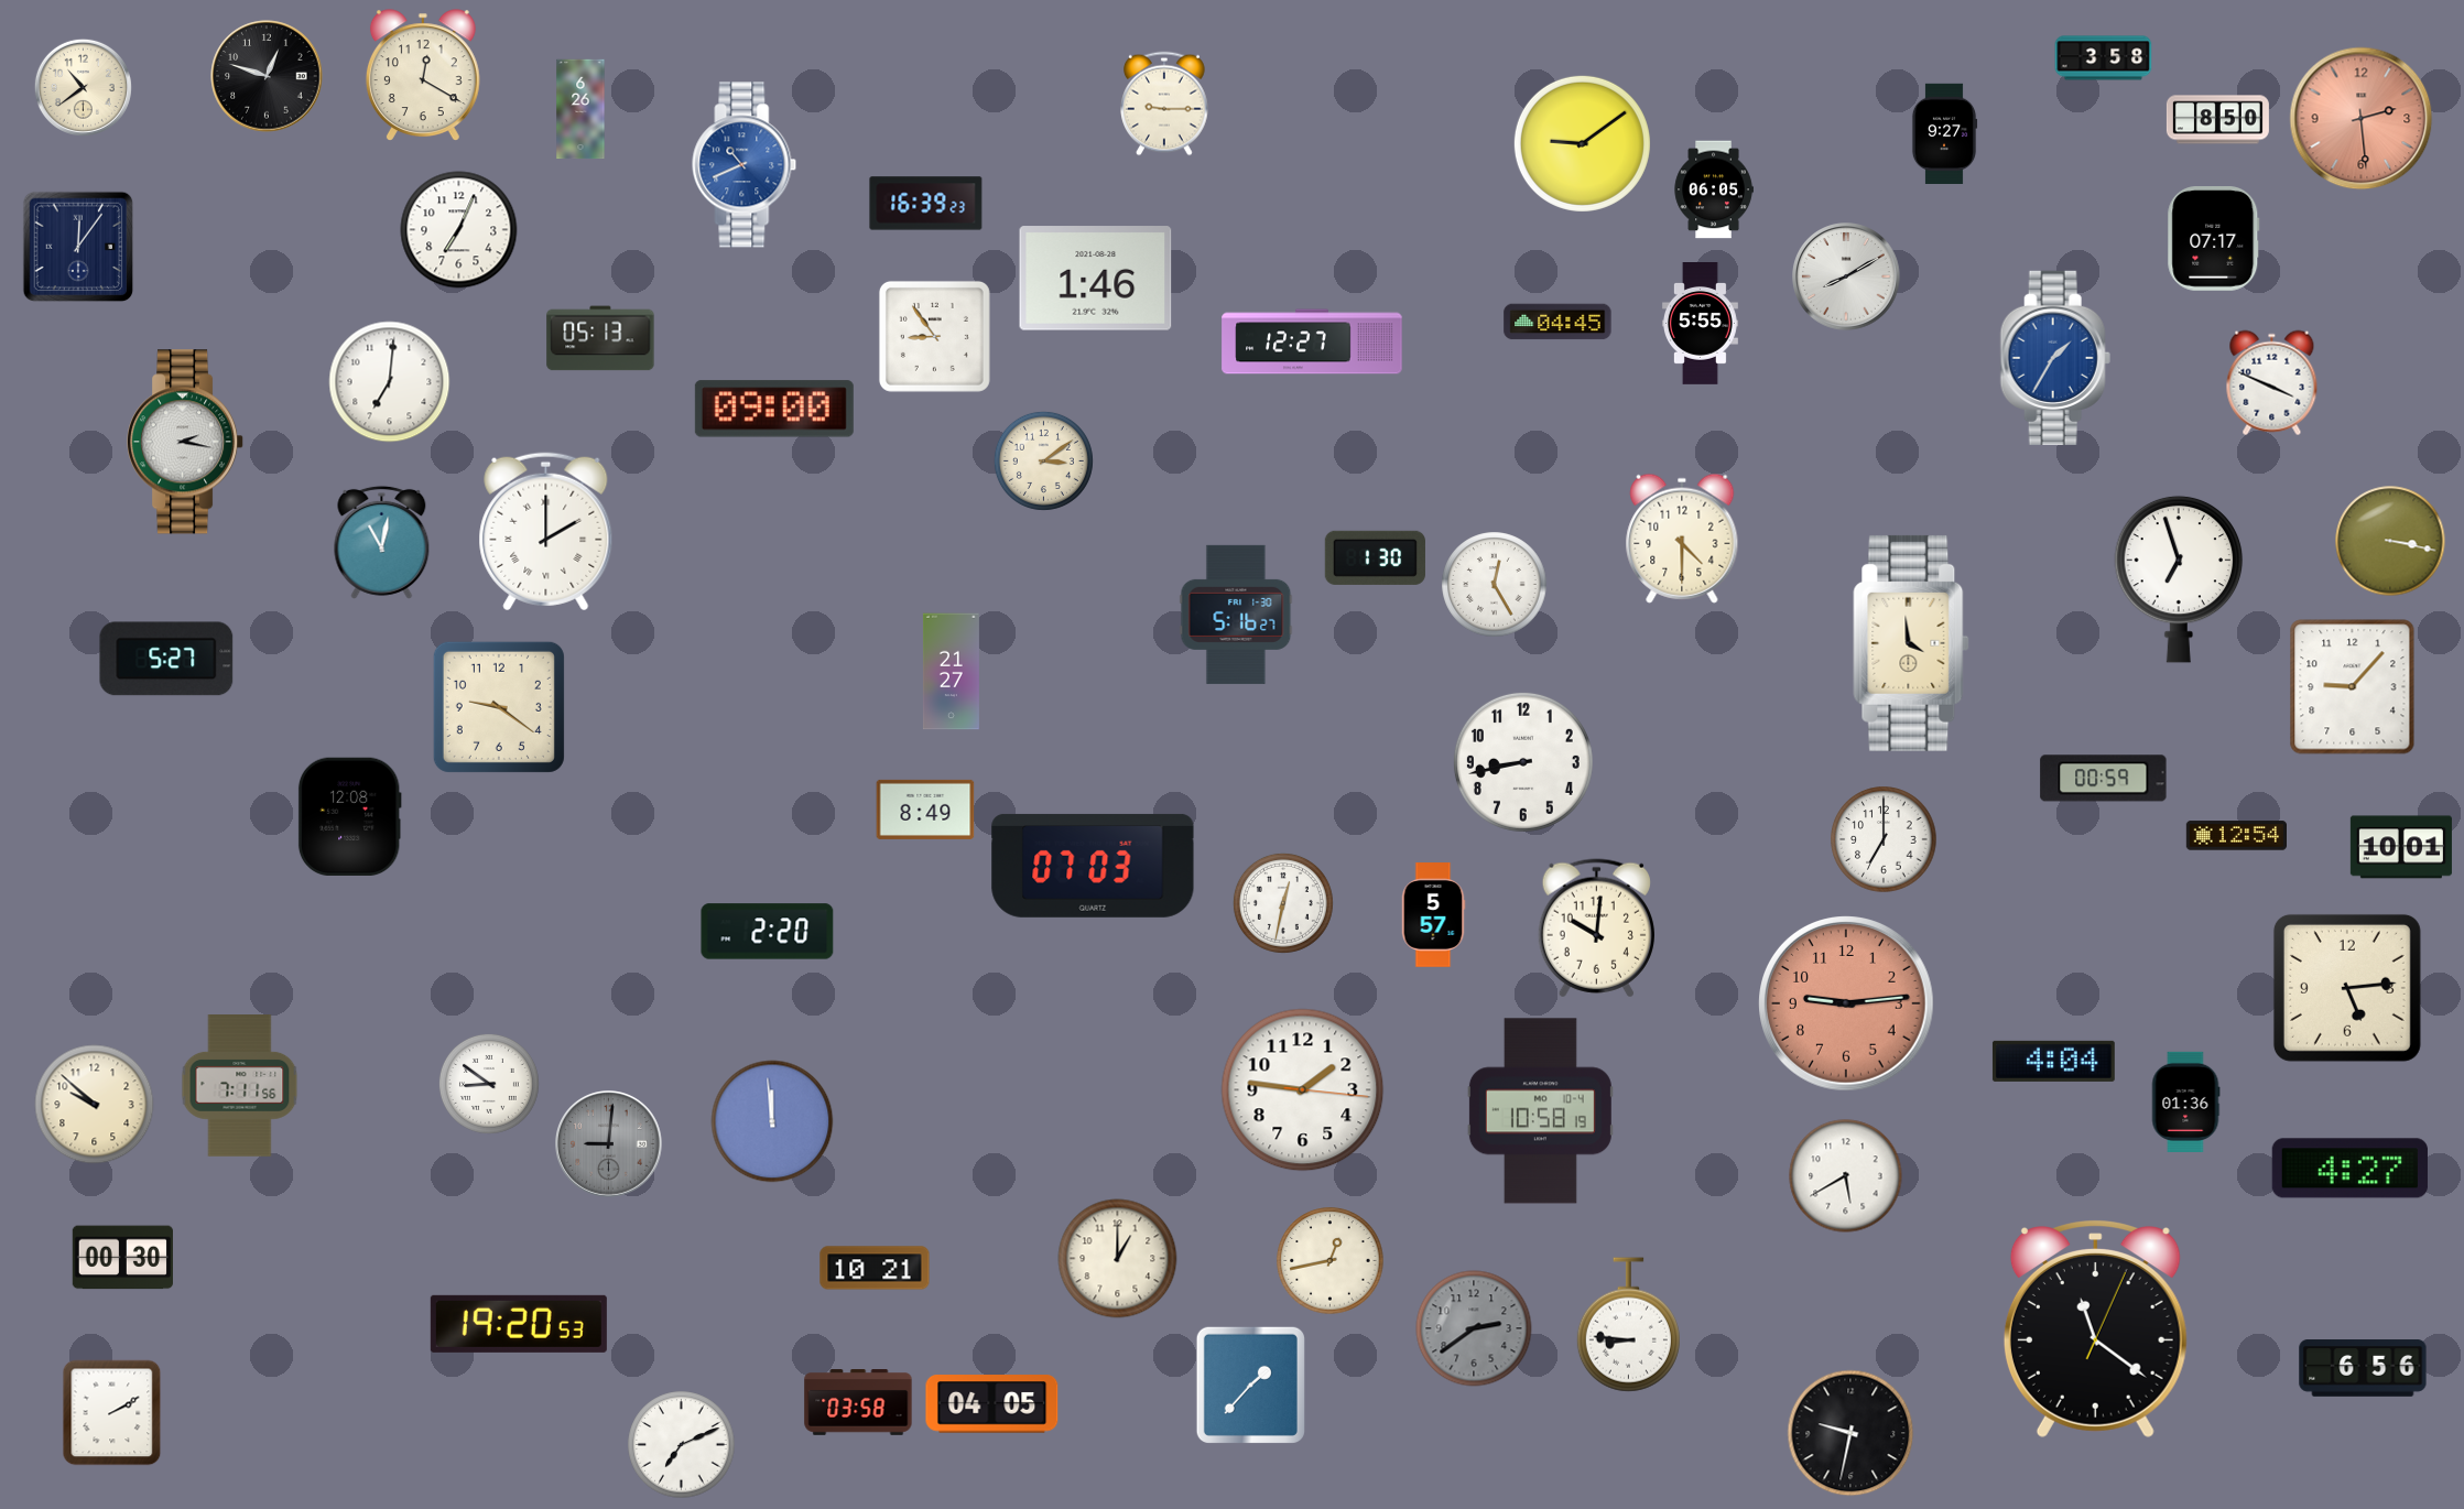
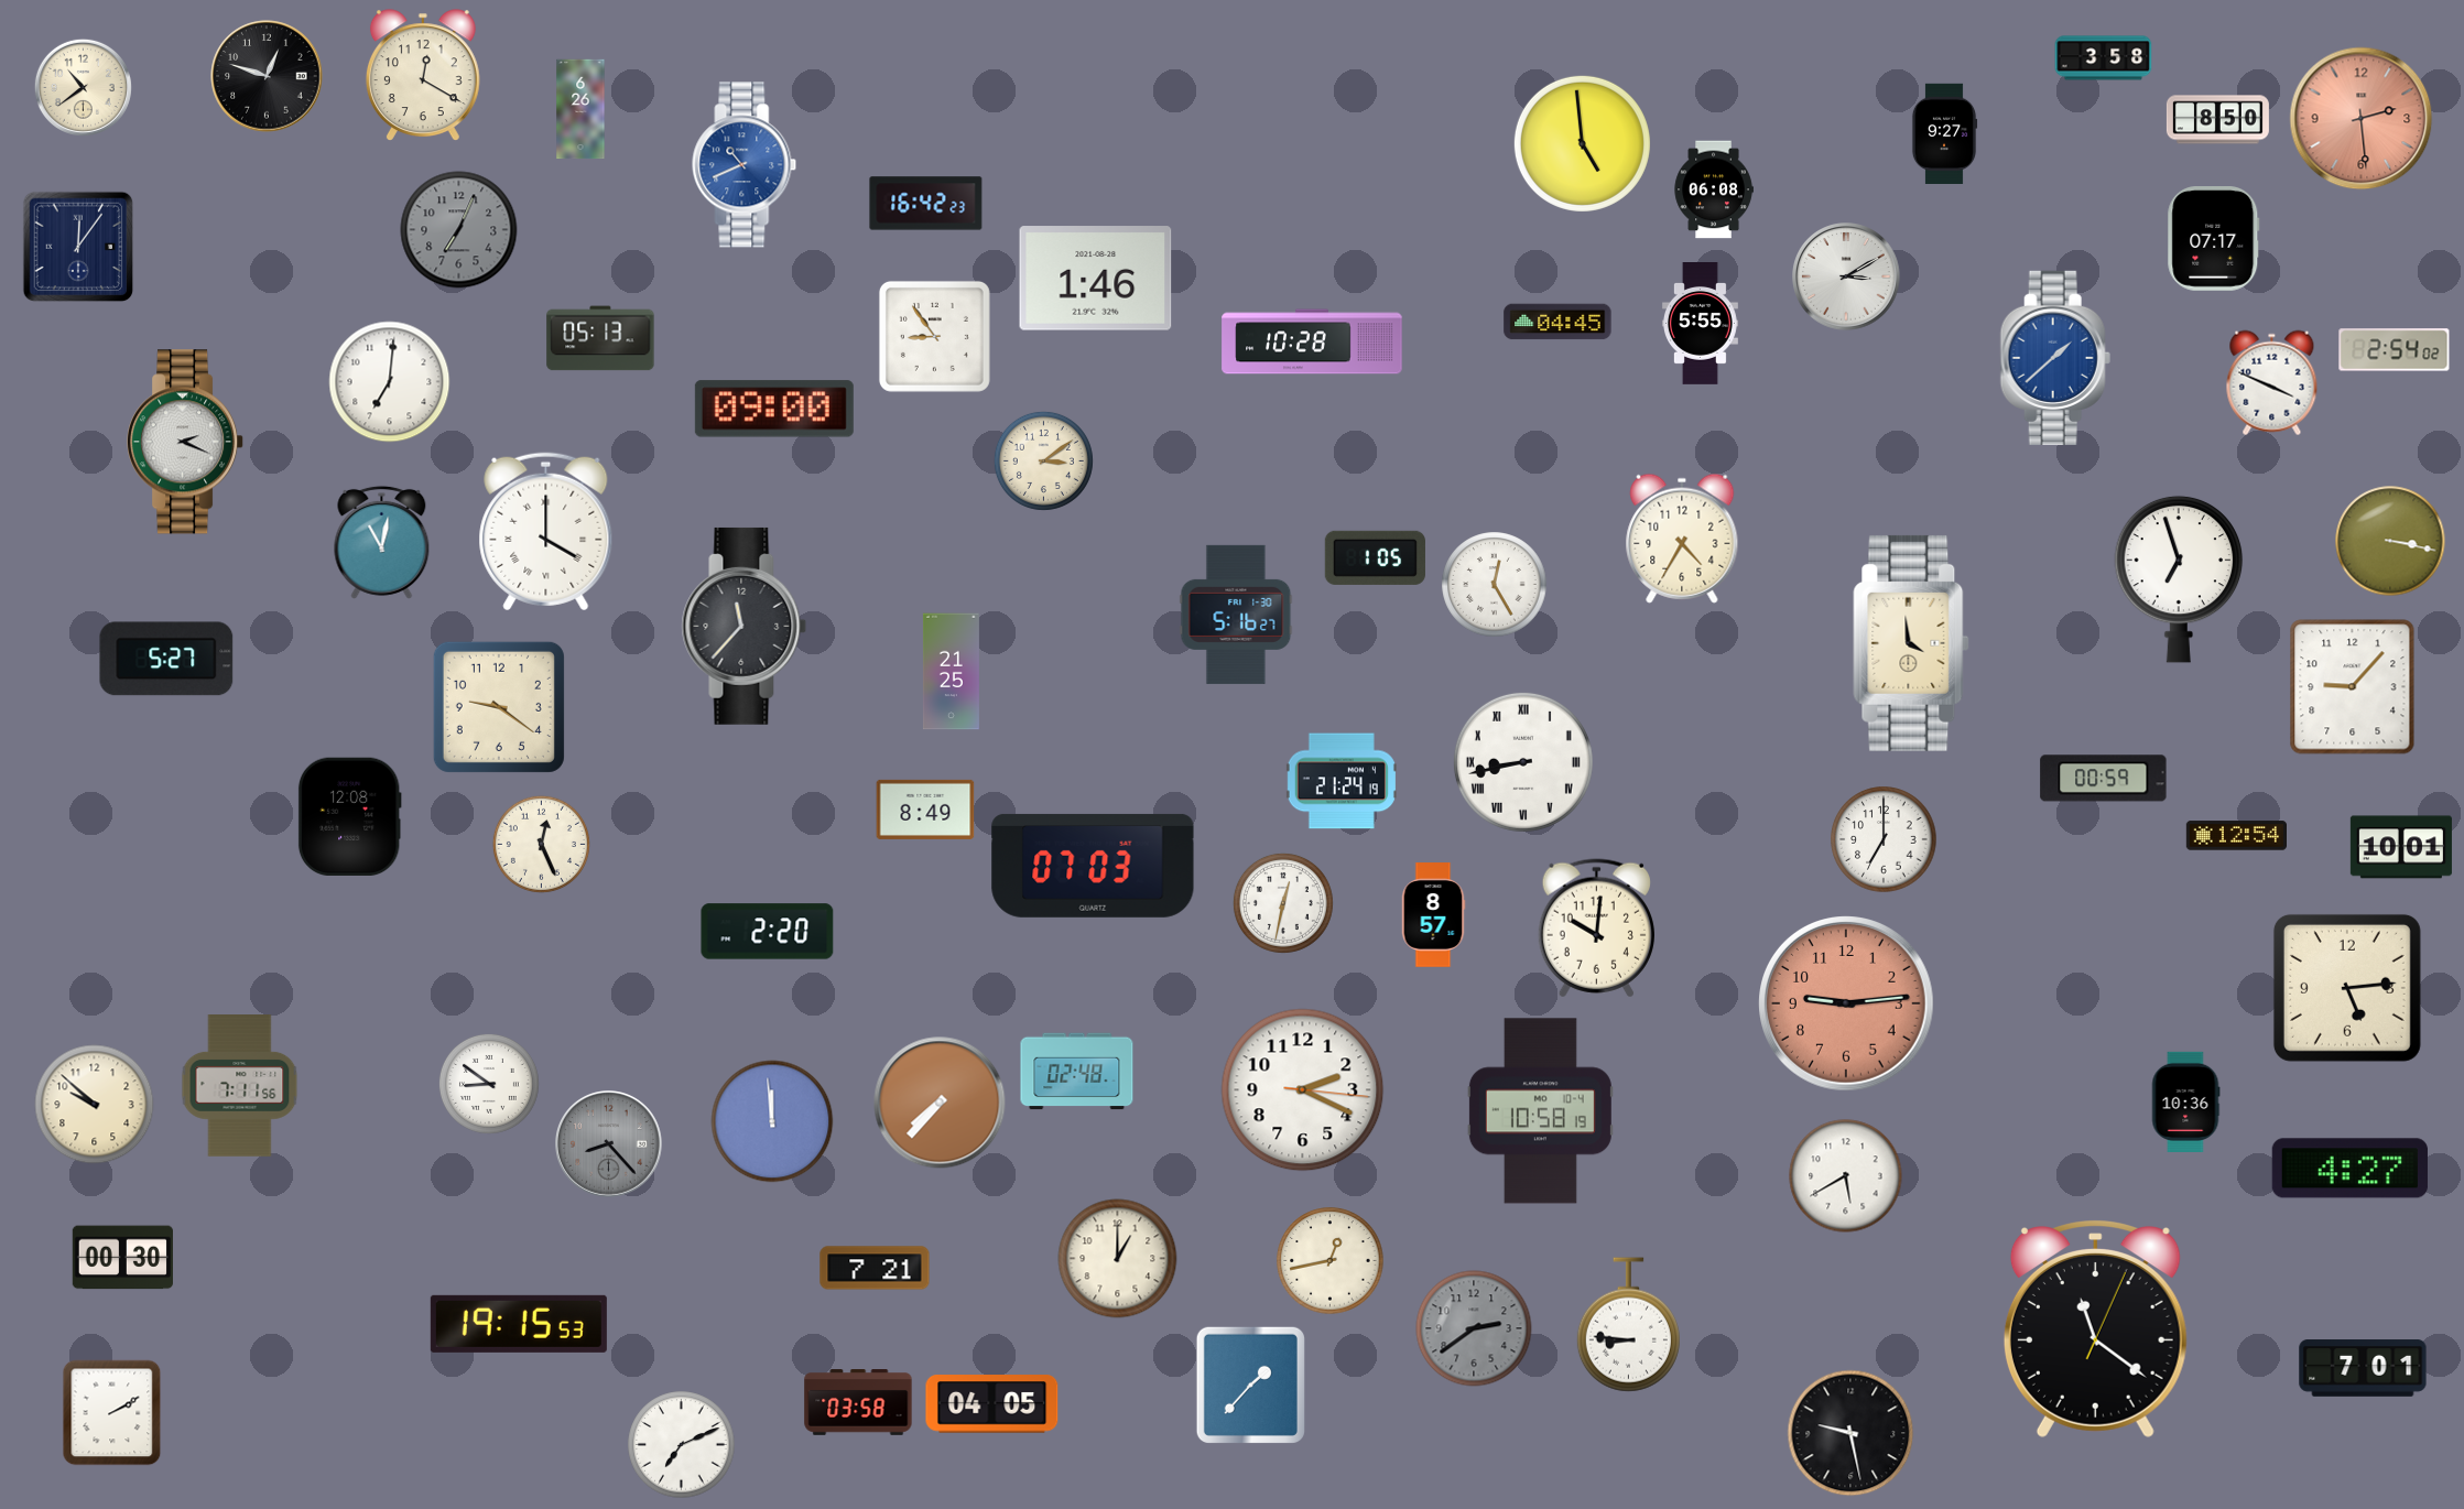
clock at (1164, 104): 9:15 -> none
clock at (1582, 143): 9:09 -> 4:59
clock at (1714, 189): 06:05 -> 06:08
clock at (926, 204): 16:39 -> 16:42
clock at (459, 230) dial: white -> grey
clock at (1846, 276): 8:10 -> 3:10
clock at (1312, 341): 12:27 -> 10:28
clock at (2395, 350): none -> 2:54
clock at (2055, 358): 1:35 -> 1:38
clock at (186, 442): 2:17 -> 2:19
clock at (546, 532): 2:00 -> 4:00
clock at (1682, 539): 4:30 -> 4:35
clock at (1375, 557): 1:30 -> 1:05
clock at (745, 626): none -> 11:37
clock at (951, 672): 21:27 -> 21:25
clock at (1523, 762) numerals: Arabic -> Roman
clock at (1342, 781): none -> 21:24
clock at (541, 844): none -> 12:26
clock at (1433, 915): 5:57 -> 8:57
clock at (2053, 1061): 4:04 -> none
clock at (1077, 1072): none -> 02:48
clock at (1303, 1090): 1:46 -> 2:19
clock at (2185, 1101): 01:36 -> 10:36
clock at (940, 1103): none -> 7:37
clock at (609, 1144): 9:01 -> 8:23
clock at (875, 1268): 10:21 -> 7:21
clock at (519, 1324): 19:20 -> 19:15
clock at (2363, 1368): 6:56 -> 7:01
clock at (1850, 1433): 9:32 -> 9:28
